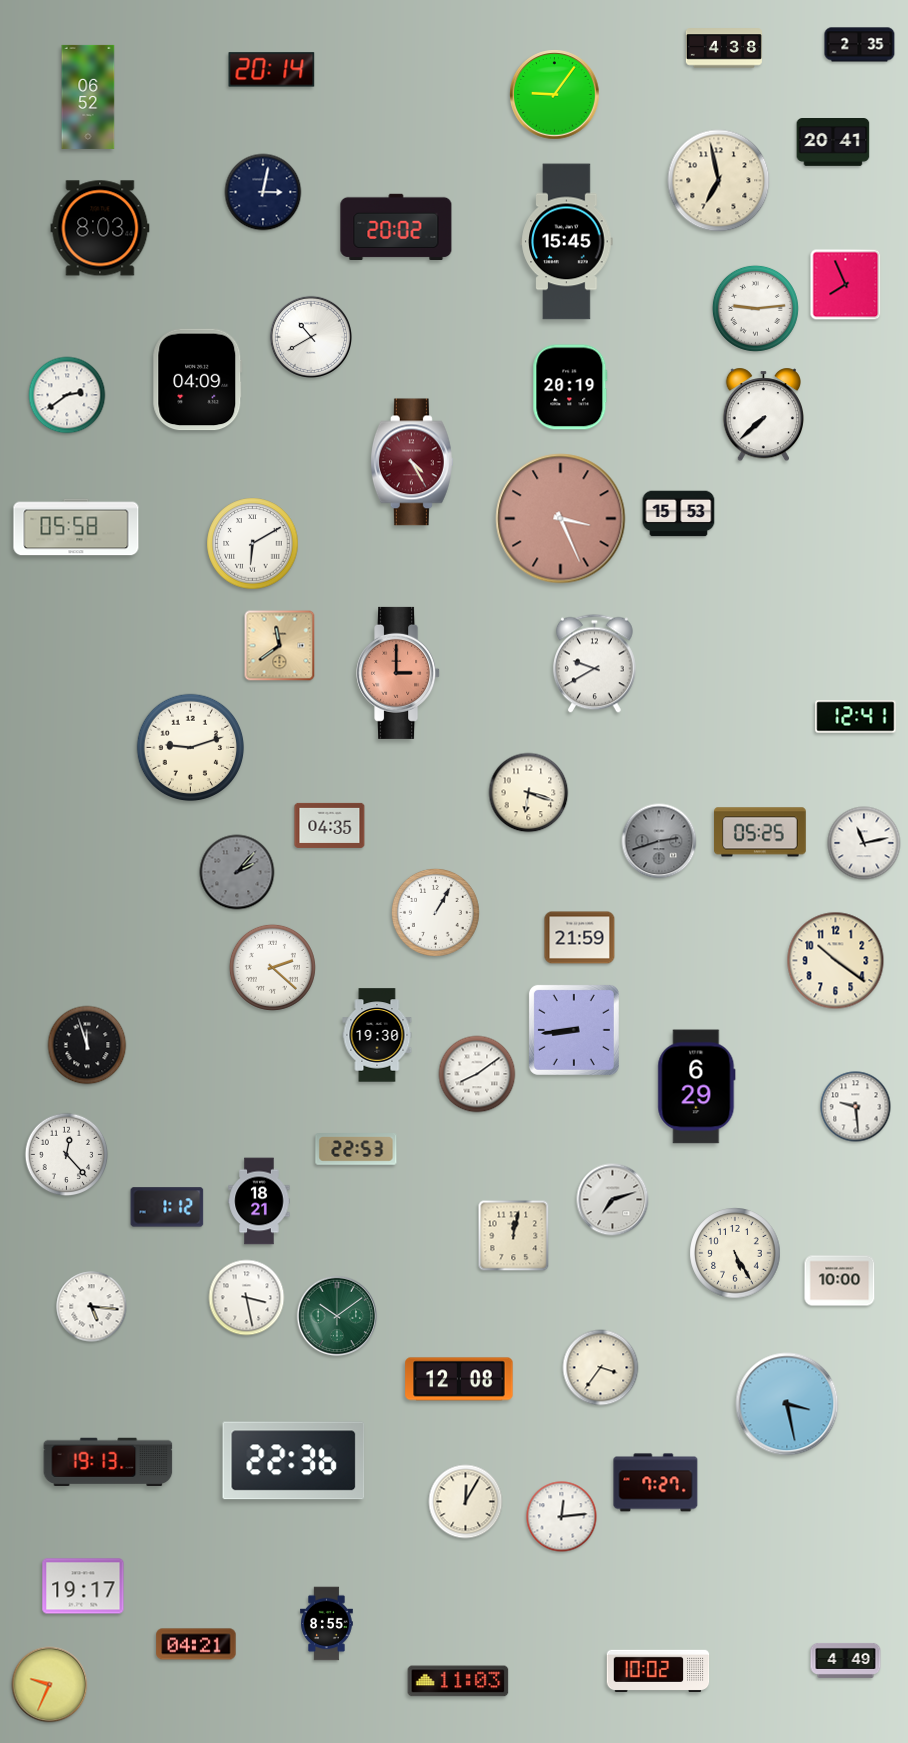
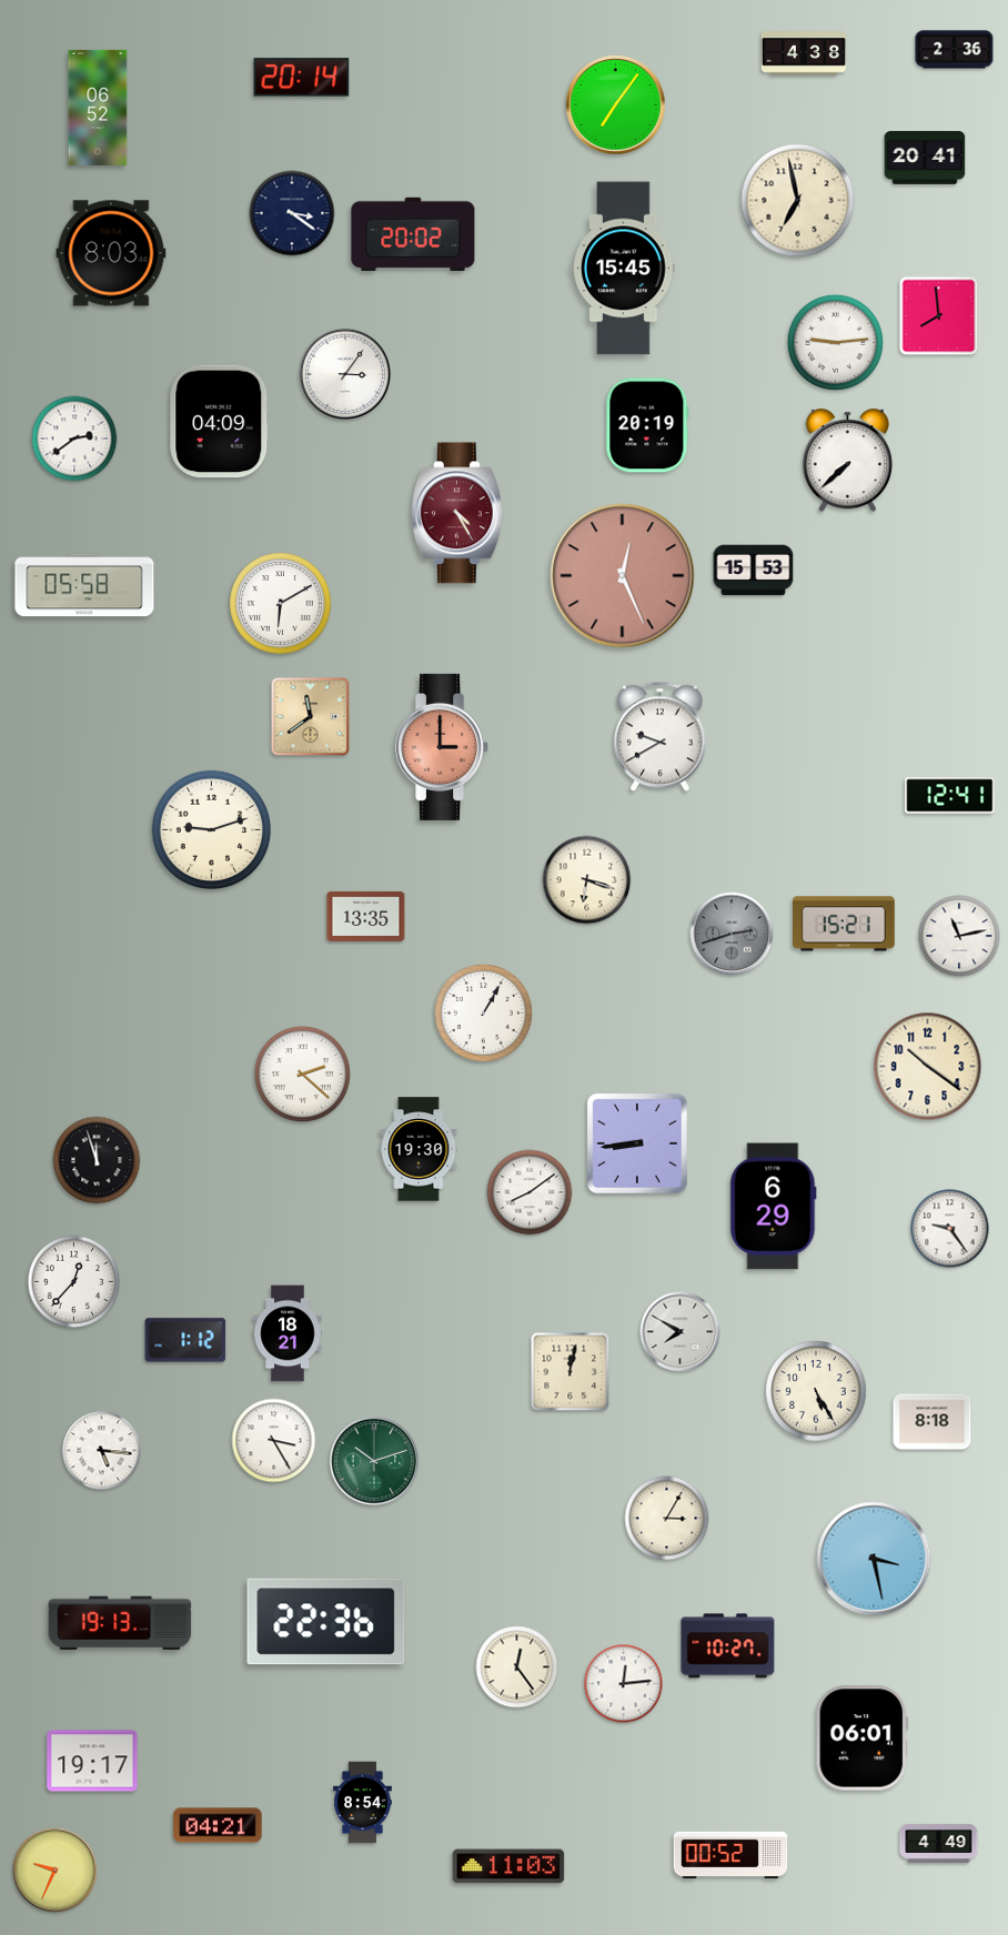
clock at (860, 45): 2:35 -> 2:36
clock at (555, 95): 9:06 -> 7:06
clock at (263, 192): 3:02 -> 3:21
clock at (396, 226) position: (396, 226) -> (413, 233)
clock at (567, 242) position: (567, 242) -> (624, 269)
clock at (846, 285): 7:56 -> 7:59
clock at (755, 308) position: (755, 308) -> (835, 342)
clock at (310, 336): 10:40 -> 3:06
clock at (570, 387) position: (570, 387) -> (647, 425)
clock at (561, 519): 3:26 -> 12:26
clock at (330, 825): 04:35 -> 13:35
clock at (761, 832): 05:25 -> 15:21
clock at (237, 872): 2:07 -> none
clock at (580, 938): 21:59 -> none
clock at (856, 1107): 9:29 -> 9:24
clock at (356, 1150): 22:53 -> none
clock at (67, 1155): 12:23 -> 12:37
clock at (613, 1200): 7:12 -> 7:50
clock at (840, 1281): 10:00 -> 8:18
clock at (247, 1298): 3:28 -> 3:25
clock at (337, 1316): 10:09 -> 10:12
clock at (601, 1368): 3:36 -> 3:05
clock at (459, 1379): 12:08 -> none
clock at (656, 1483): 7:27 -> 10:27
clock at (466, 1502): 12:05 -> 12:24
clock at (861, 1739): none -> 06:01
clock at (327, 1624): 8:55 -> 8:54
clock at (658, 1671): 10:02 -> 00:52
